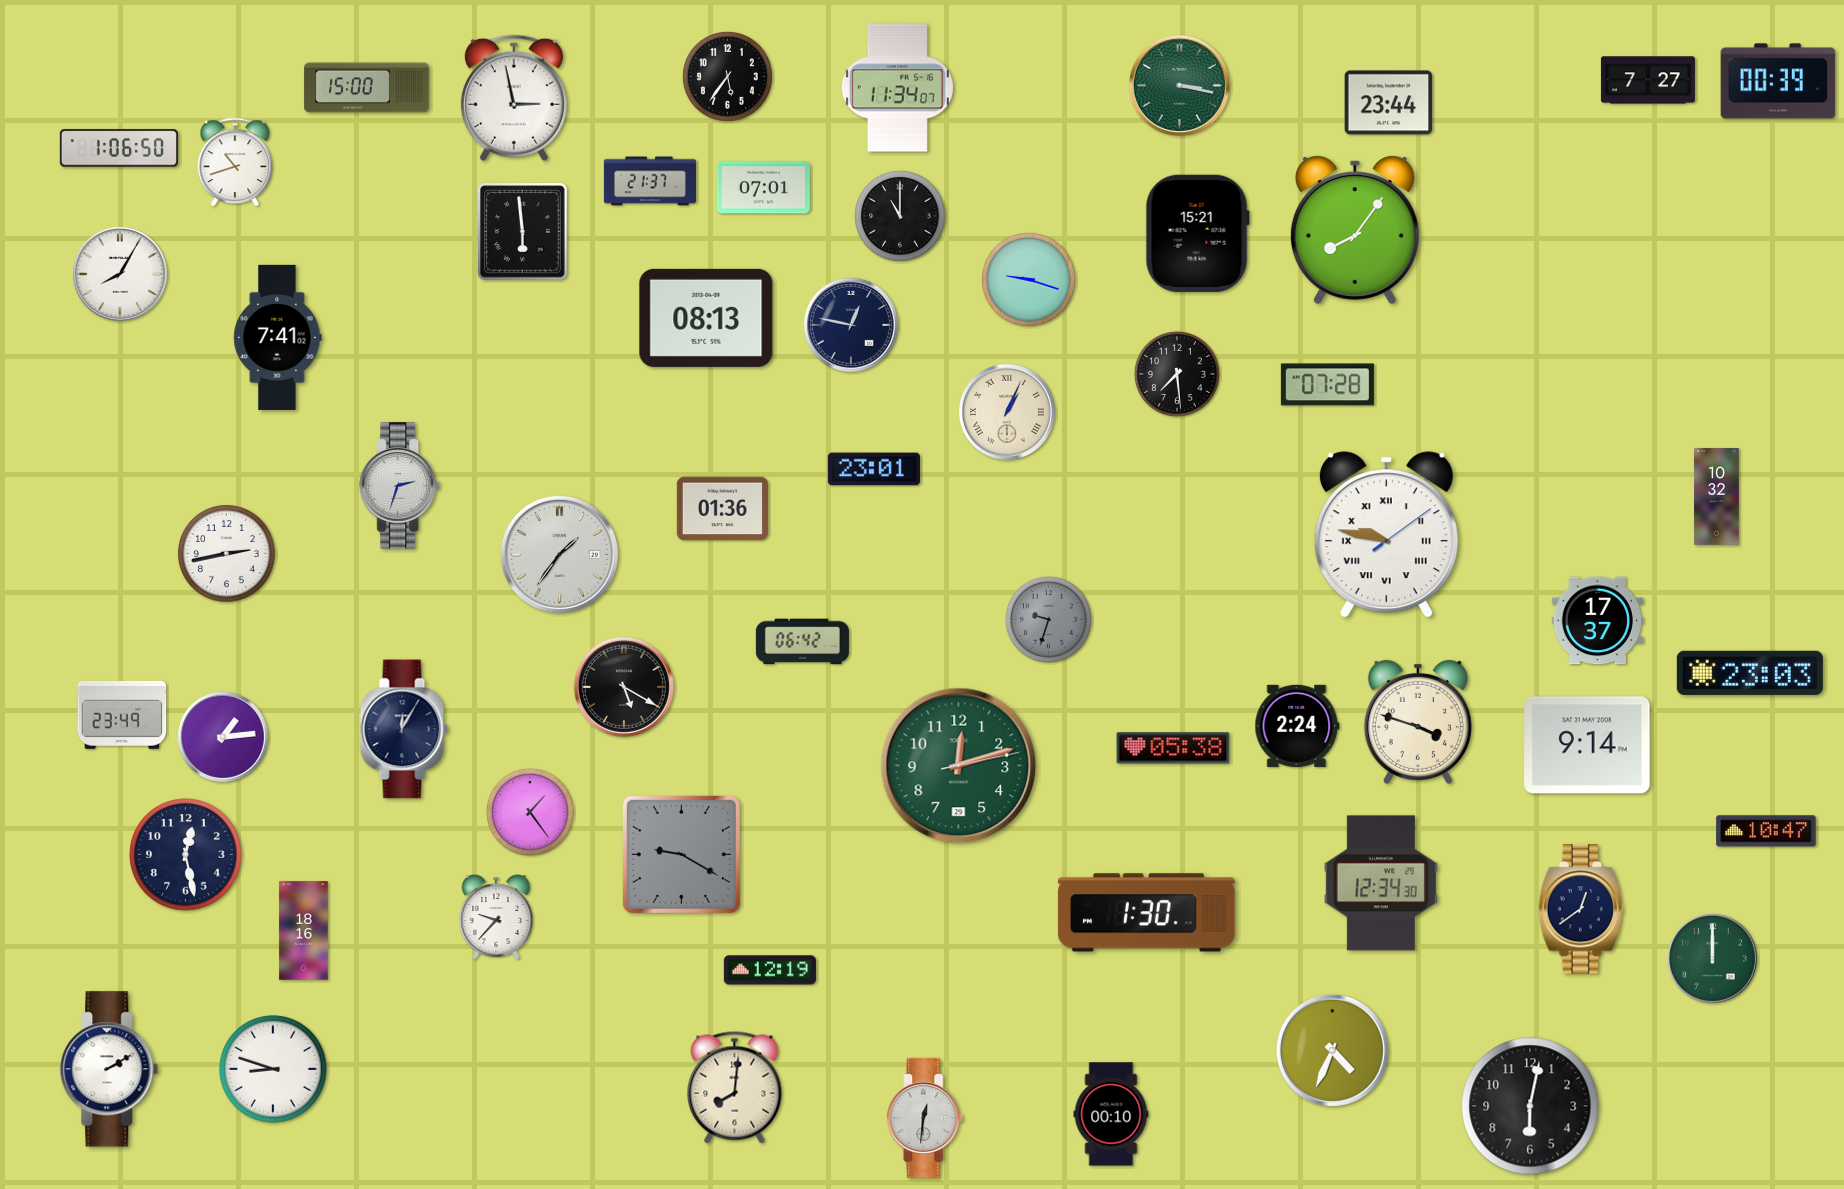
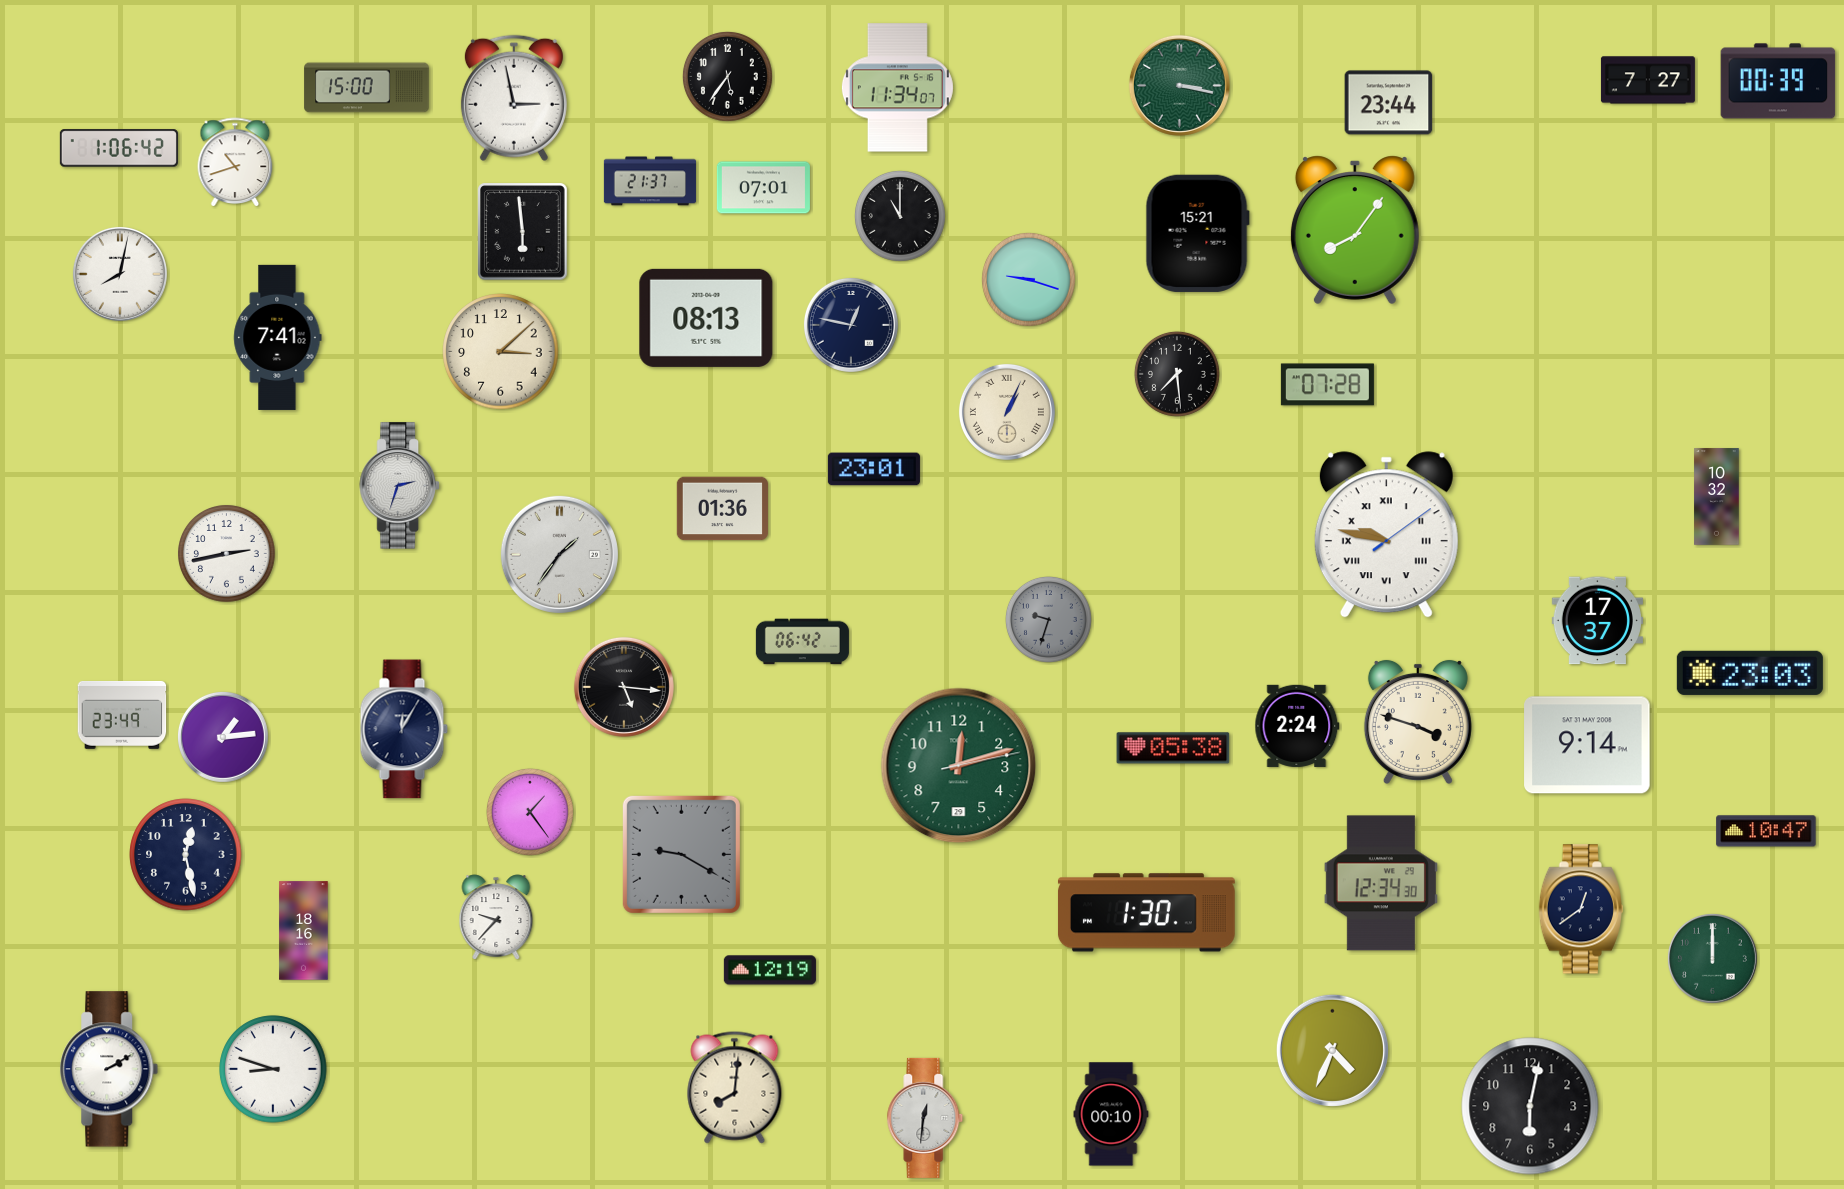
clock at (119, 148): 1:06:50 -> 1:06:42
clock at (120, 274): 8:05 -> 8:02
clock at (501, 352): none -> 3:08
clock at (624, 687): 5:20 -> 5:16
